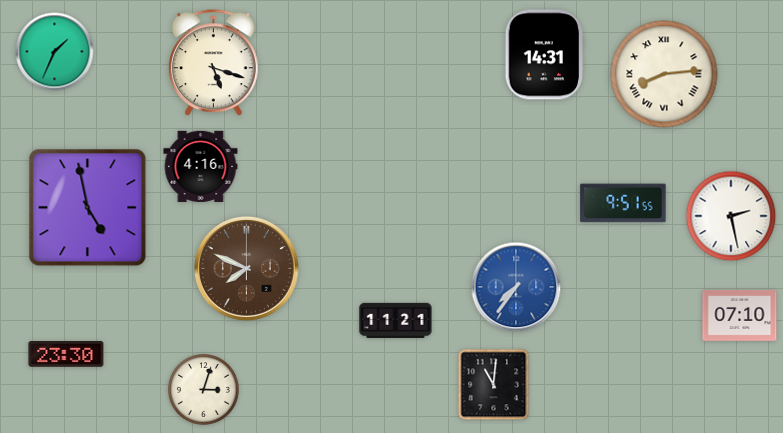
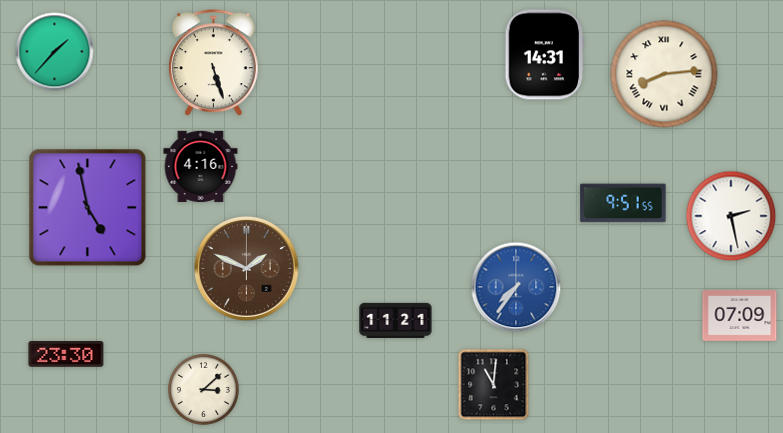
clock at (55, 52): 1:34 -> 1:37
clock at (213, 63): 5:18 -> 5:27
clock at (246, 268): 7:49 -> 1:49
clock at (740, 315): 07:10 -> 07:09
clock at (203, 389): 3:03 -> 3:08
